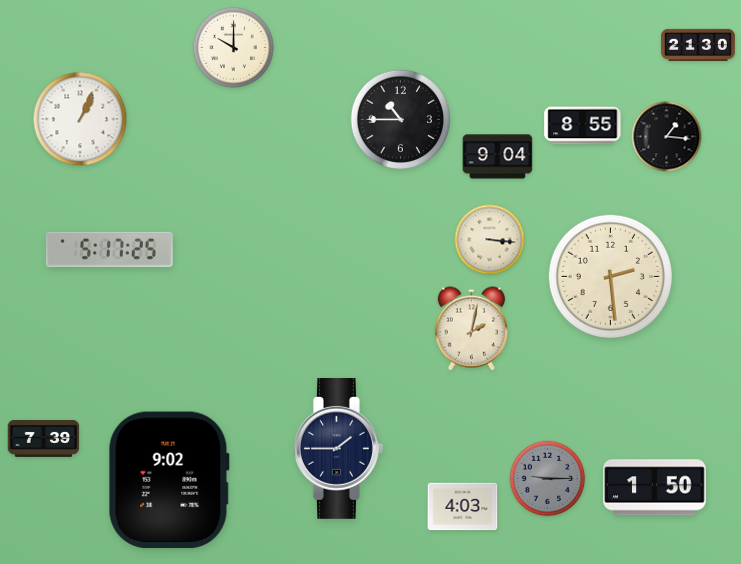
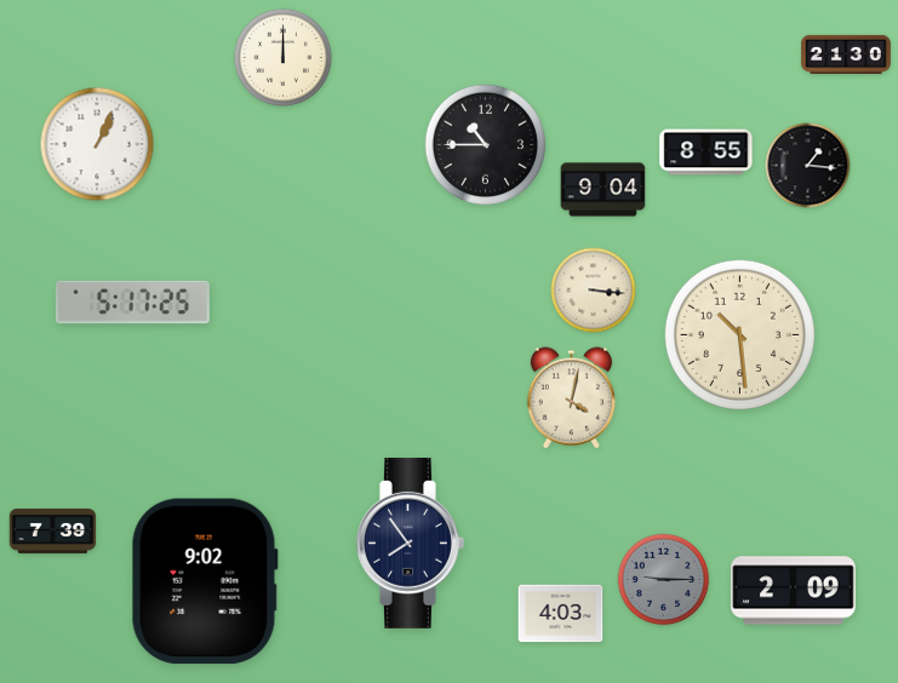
clock at (233, 47): 10:00 -> 12:00
clock at (610, 276): 2:29 -> 10:29
clock at (471, 329): 2:02 -> 4:02
clock at (339, 448): 1:45 -> 7:54
clock at (655, 488): 1:50 -> 2:09
